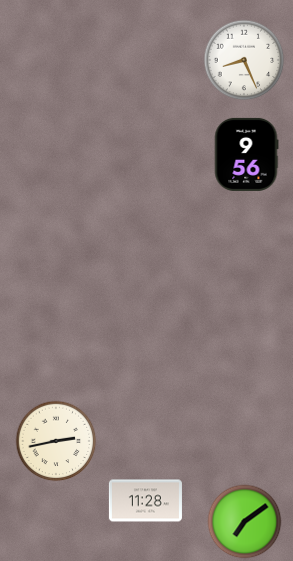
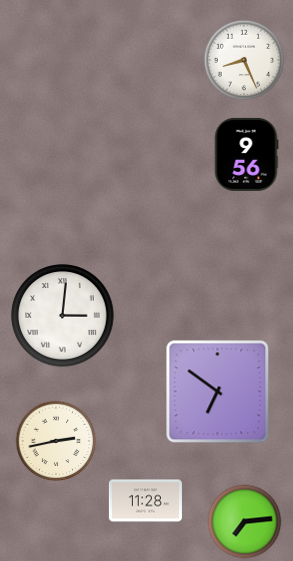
clock at (63, 316): none -> 3:01
clock at (218, 392): none -> 6:51
clock at (245, 522): 7:09 -> 7:14
